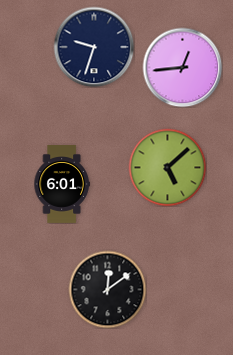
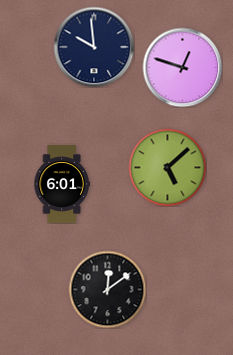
clock at (94, 47): 9:33 -> 9:59
clock at (182, 67): 12:44 -> 12:48
